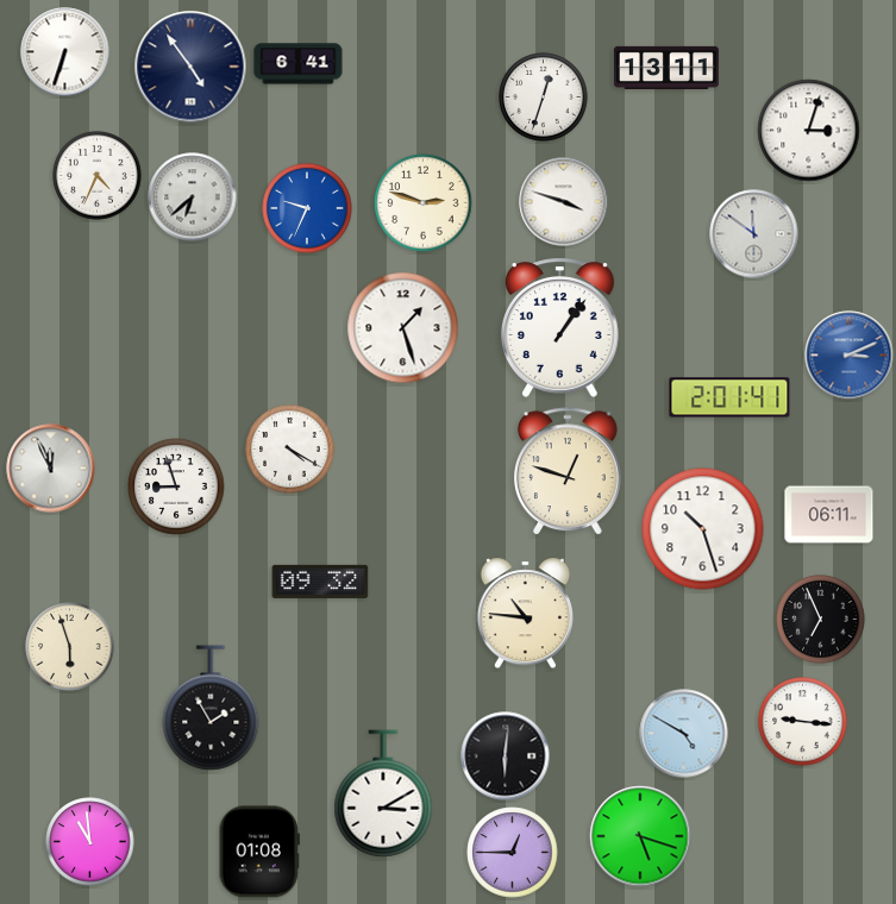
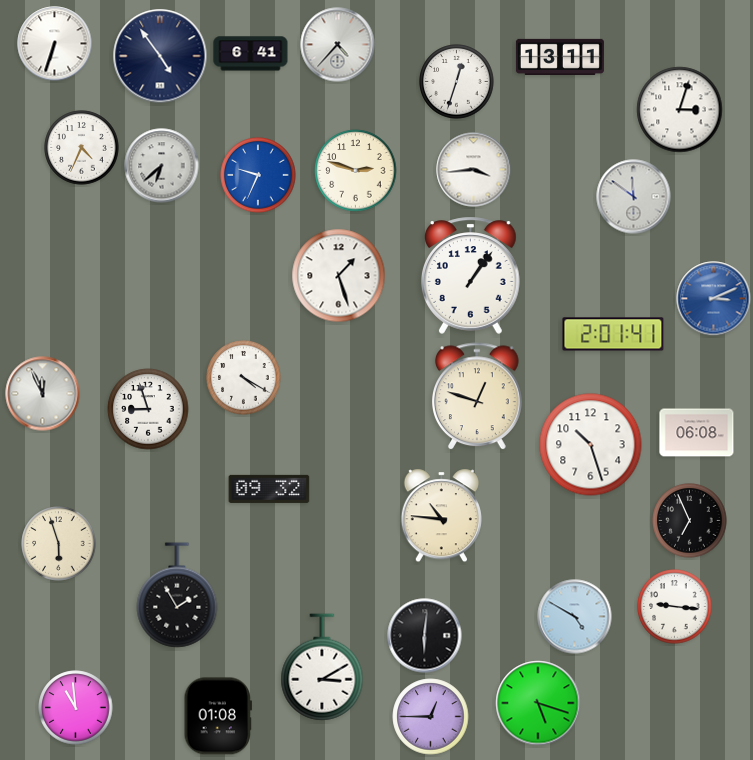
clock at (338, 45): none -> 4:37
clock at (564, 202): 3:48 -> 3:44
clock at (829, 515): 06:11 -> 06:08
